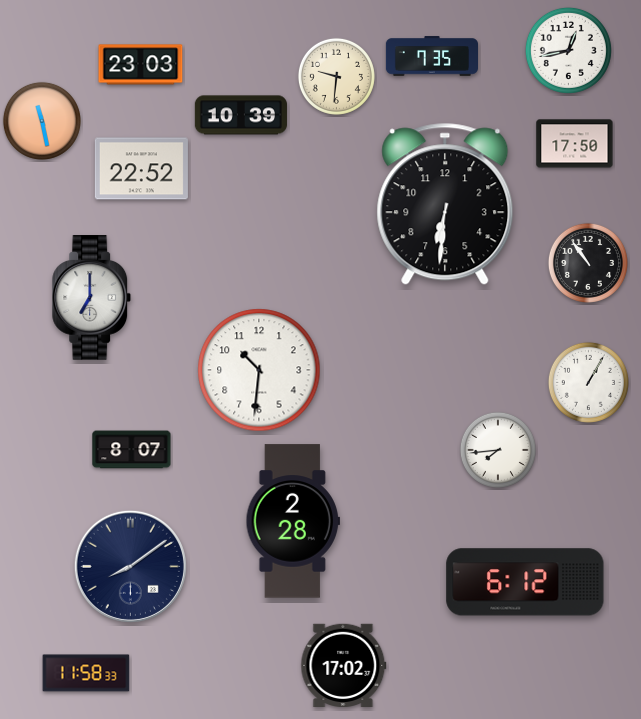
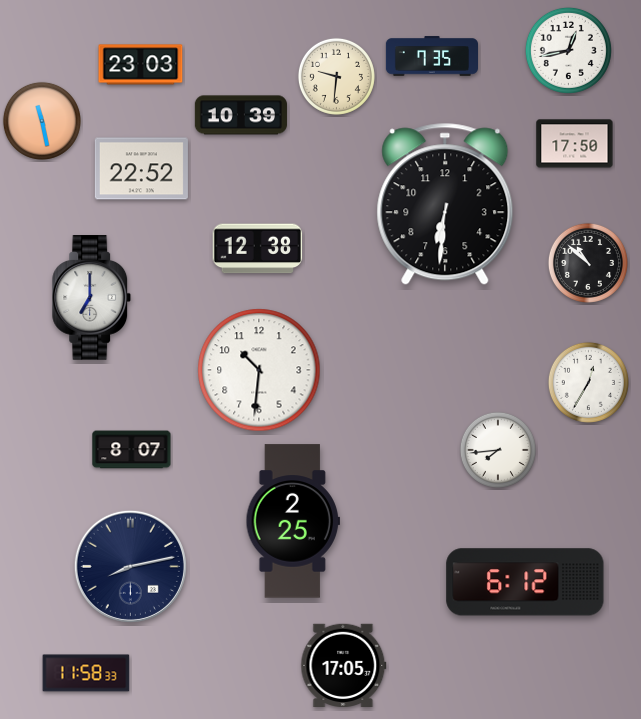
clock at (258, 249): none -> 12:38
clock at (588, 263): 10:54 -> 10:52
clock at (588, 382): 1:05 -> 12:35
clock at (292, 521): 2:28 -> 2:25
clock at (130, 566): 8:09 -> 8:13
clock at (344, 665): 17:02 -> 17:05
